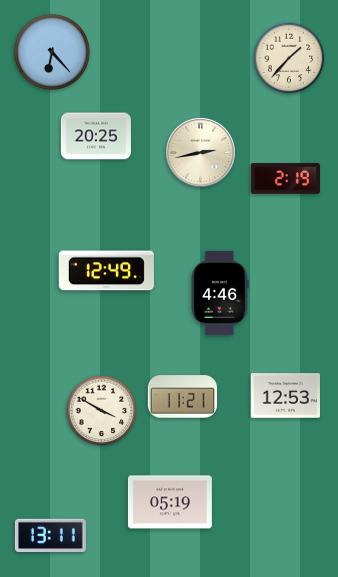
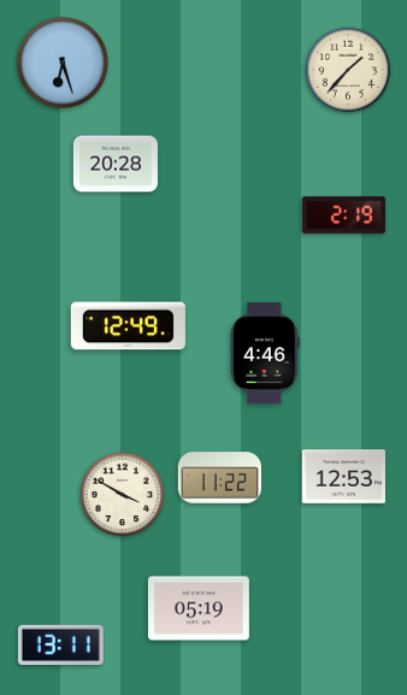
clock at (52, 52): 6:23 -> 6:27
clock at (96, 136): 20:25 -> 20:28
clock at (200, 152): 2:43 -> none
clock at (182, 397): 11:21 -> 11:22
clock at (170, 502) position: (170, 502) -> (199, 608)
